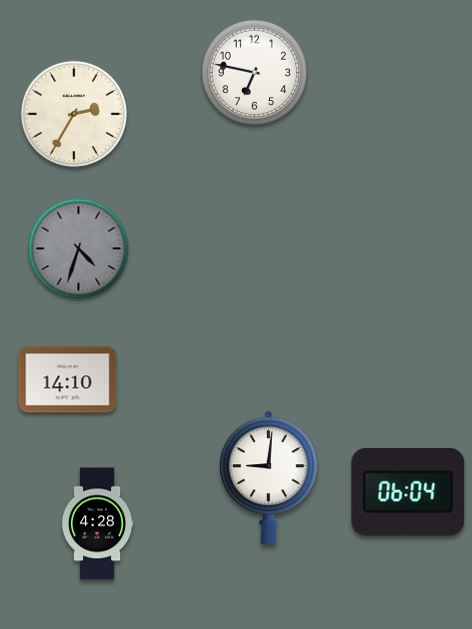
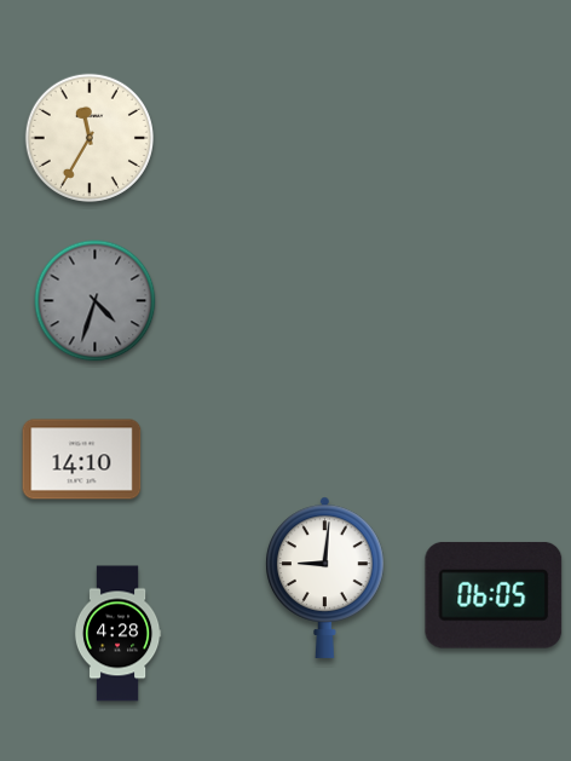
clock at (254, 72): 6:47 -> none
clock at (74, 114): 2:35 -> 11:35
clock at (408, 492): 06:04 -> 06:05
